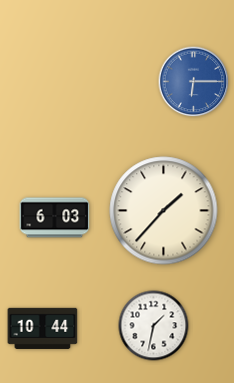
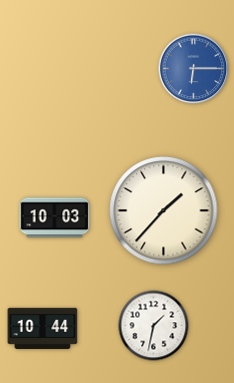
clock at (194, 82) position: (194, 82) -> (194, 69)
clock at (55, 218): 6:03 -> 10:03
